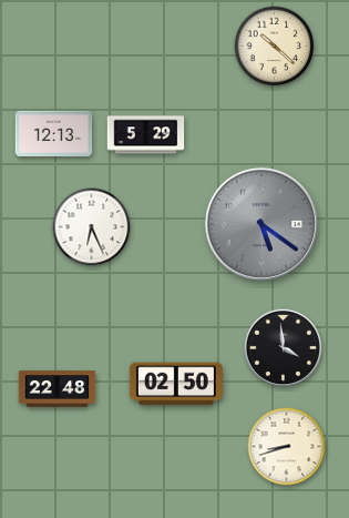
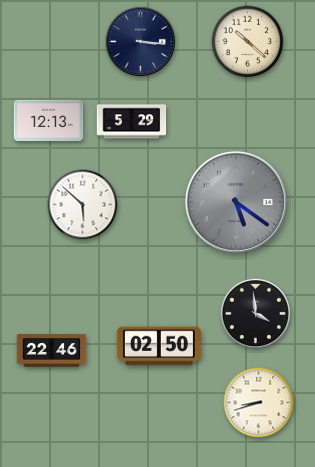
clock at (140, 41): none -> 3:16
clock at (92, 227): 6:26 -> 5:52
clock at (58, 389): 22:48 -> 22:46
